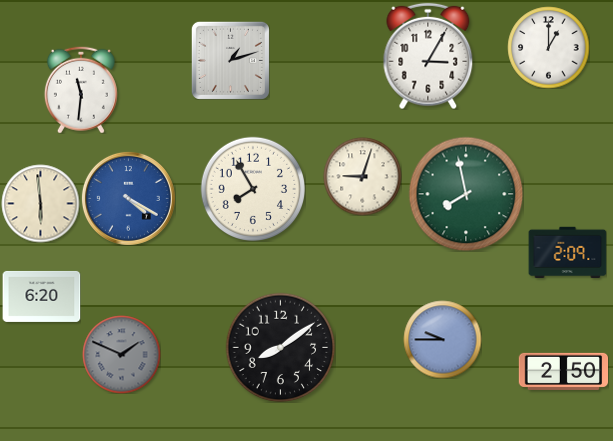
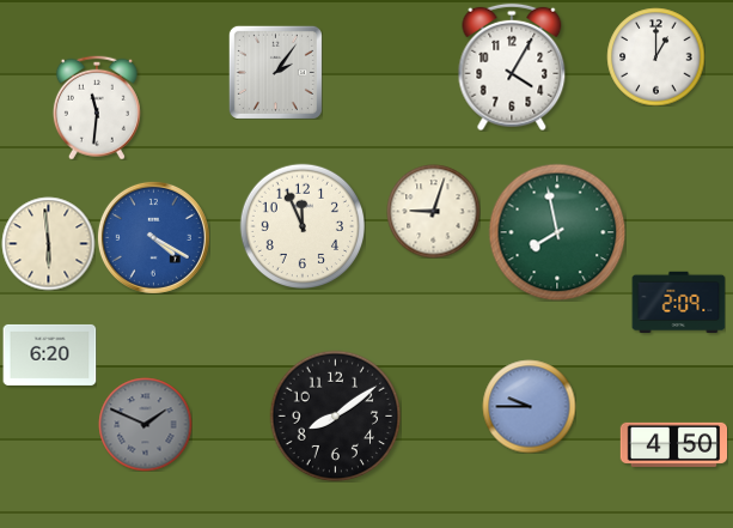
clock at (428, 56): 3:05 -> 4:05
clock at (230, 60): 1:12 -> 2:06
clock at (252, 188): 7:55 -> 11:56
clock at (563, 371): 2:50 -> 4:50
